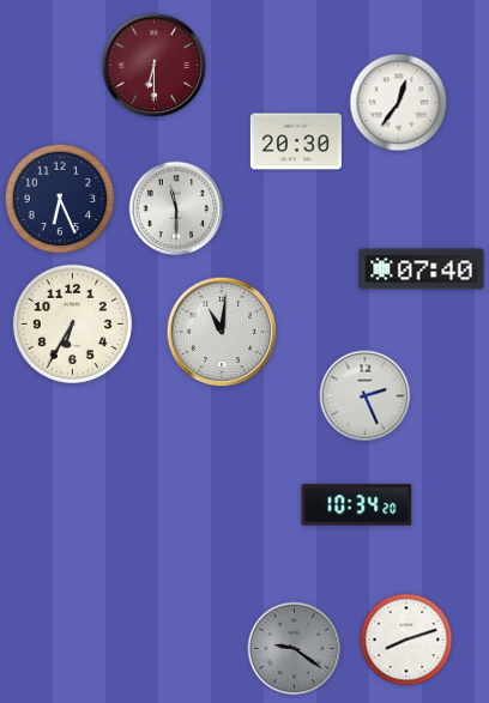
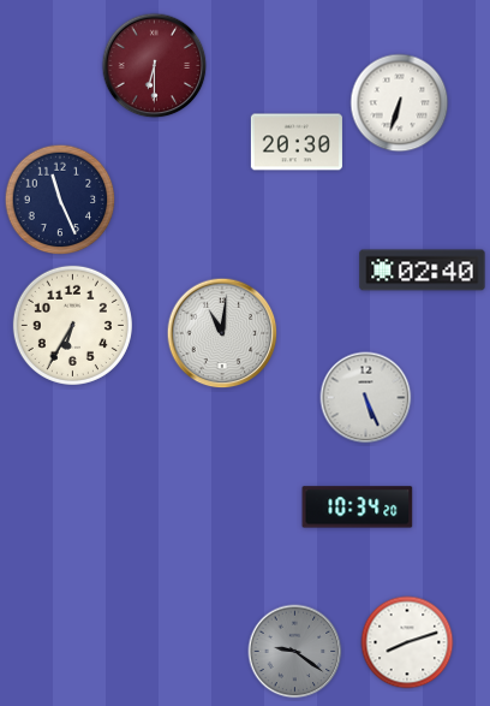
clock at (399, 103): 12:36 -> 6:33
clock at (60, 199): 6:26 -> 11:26
clock at (176, 208): 11:30 -> none
clock at (422, 269): 07:40 -> 02:40
clock at (366, 396): 2:26 -> 5:26
